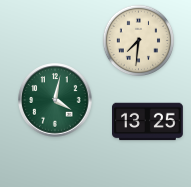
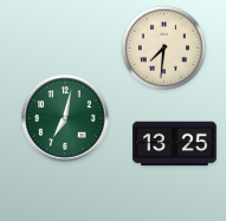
clock at (55, 100): 4:02 -> 7:02
